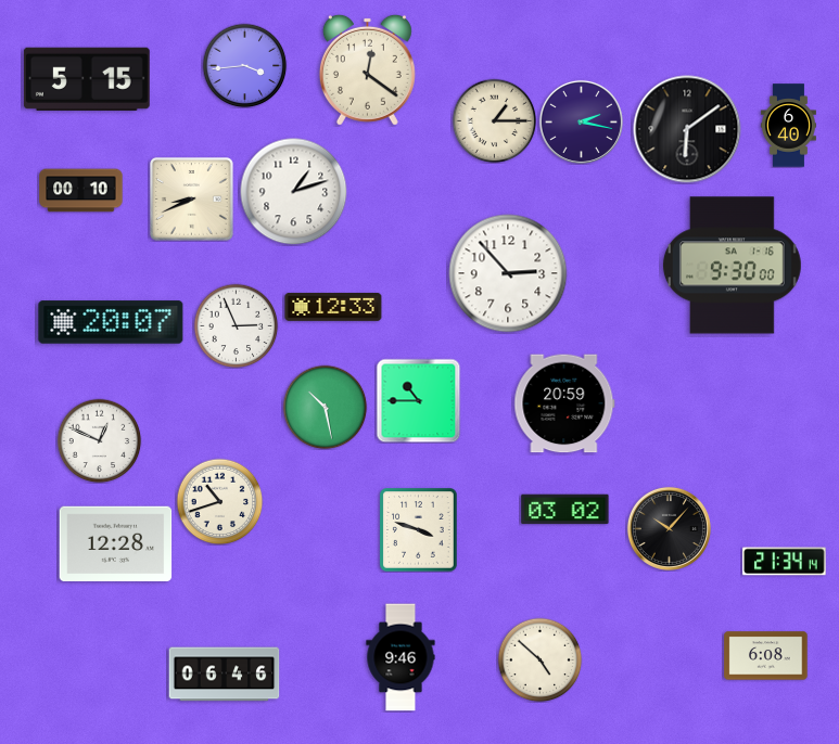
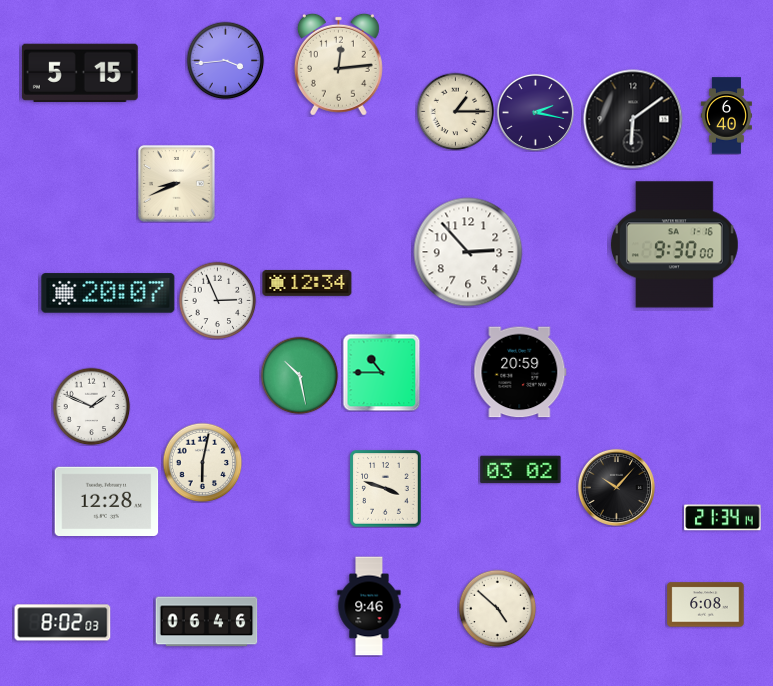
clock at (367, 69): 12:21 -> 12:14
clock at (81, 191): 00:10 -> none
clock at (294, 192): 1:12 -> none
clock at (333, 307): 12:33 -> 12:34
clock at (111, 322) position: (111, 322) -> (108, 293)
clock at (418, 400) position: (418, 400) -> (381, 372)
clock at (99, 440): 12:49 -> 1:49
clock at (219, 501): 10:42 -> 6:02
clock at (63, 623): none -> 8:02
